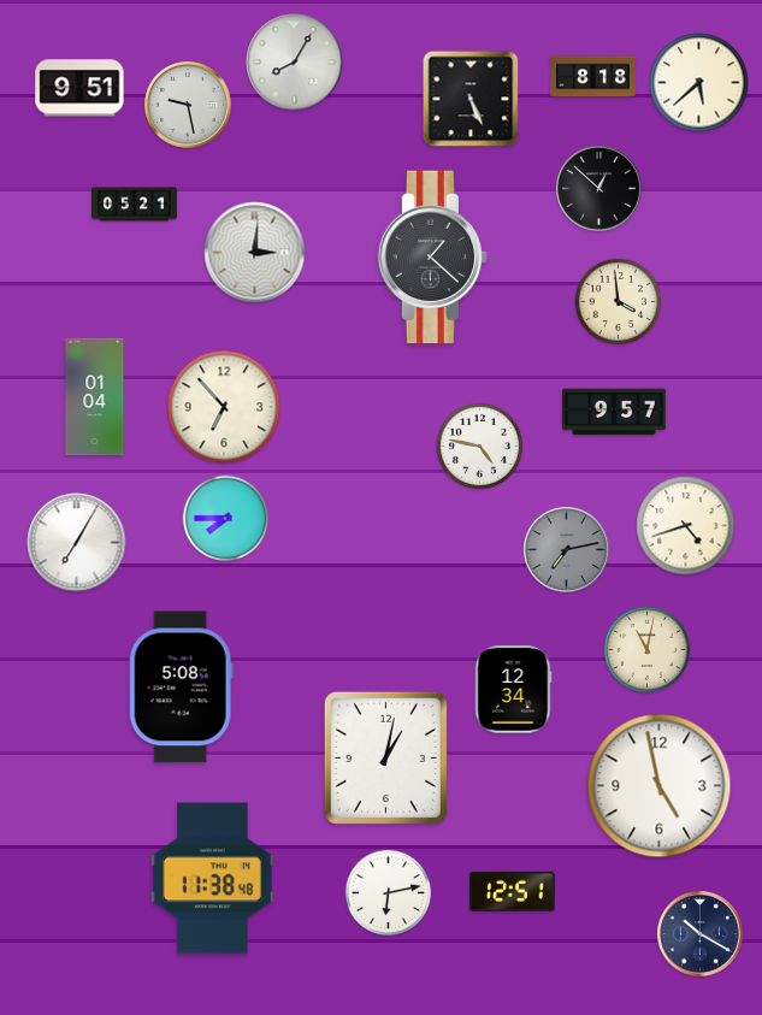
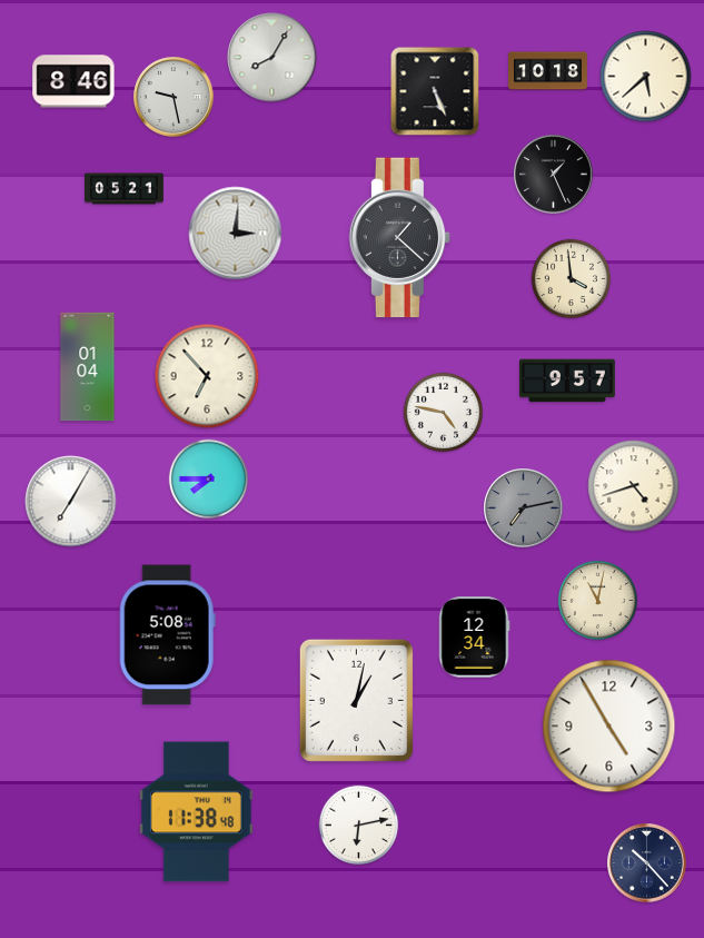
clock at (593, 77): 8:18 -> 10:18
clock at (79, 88): 9:51 -> 8:46
clock at (599, 189): 12:52 -> 1:26
clock at (660, 786): 4:58 -> 4:55
clock at (512, 891): 12:51 -> none
clock at (701, 934): 10:20 -> 10:23
